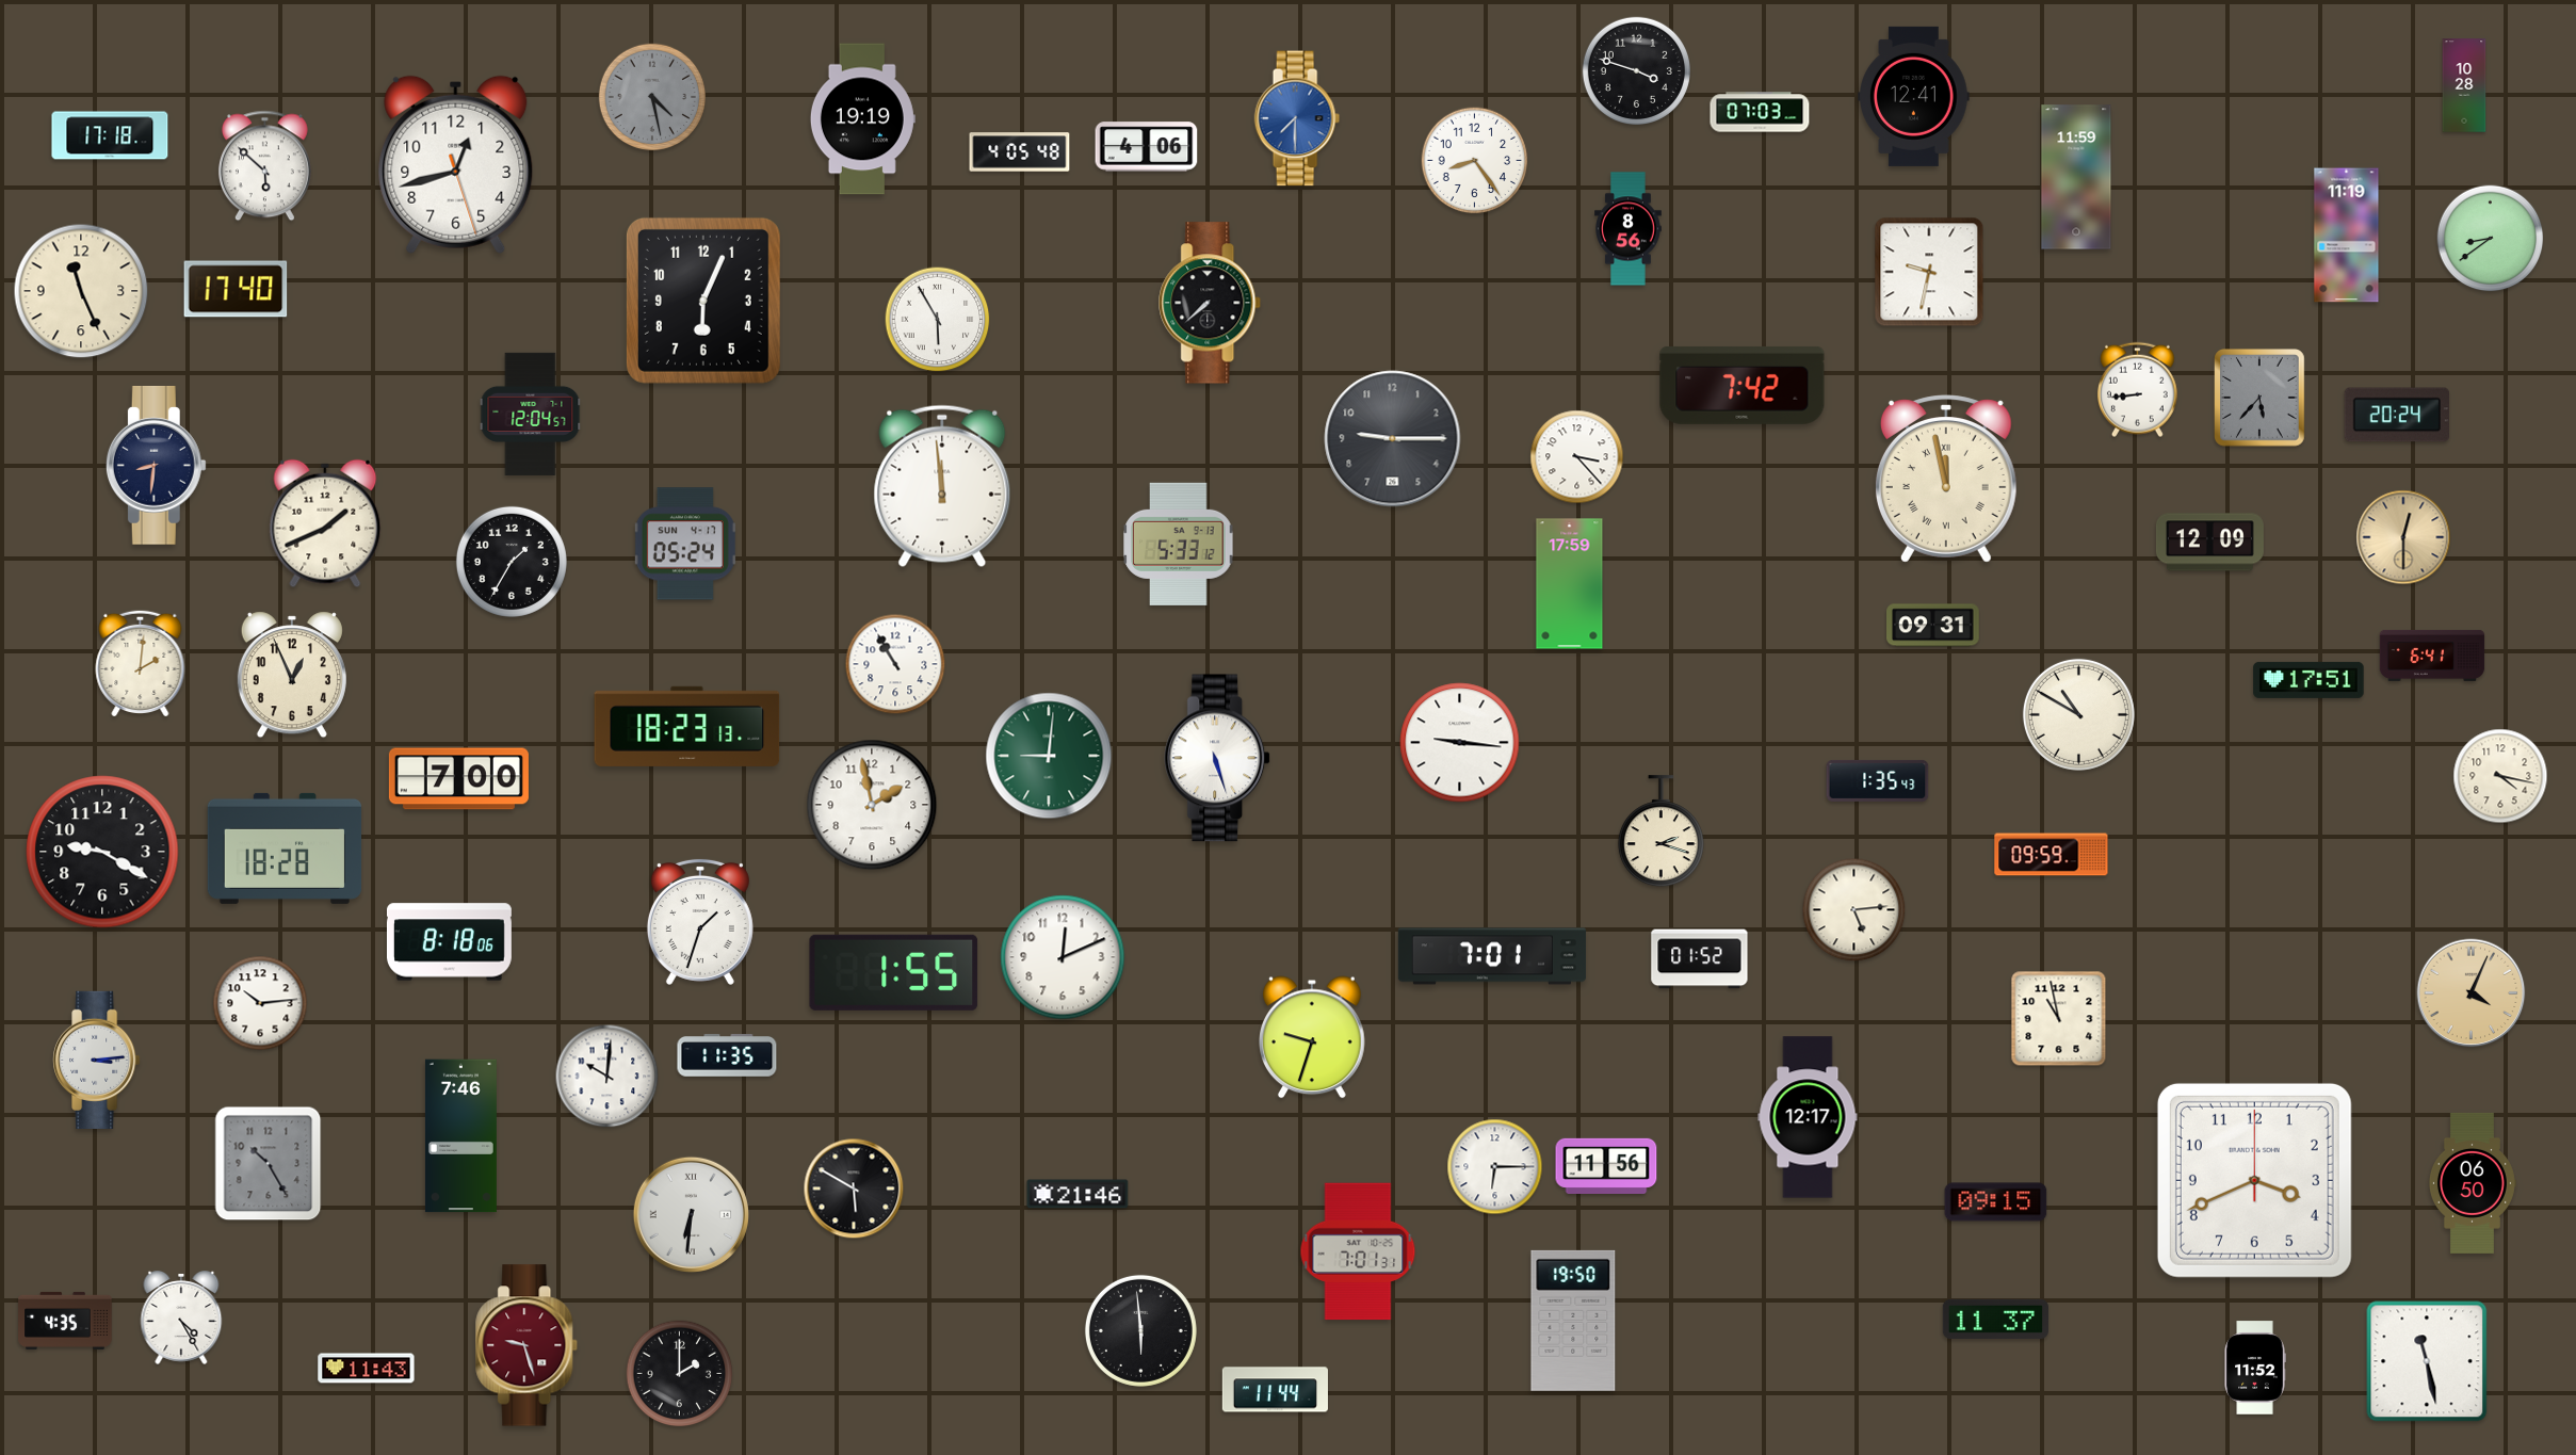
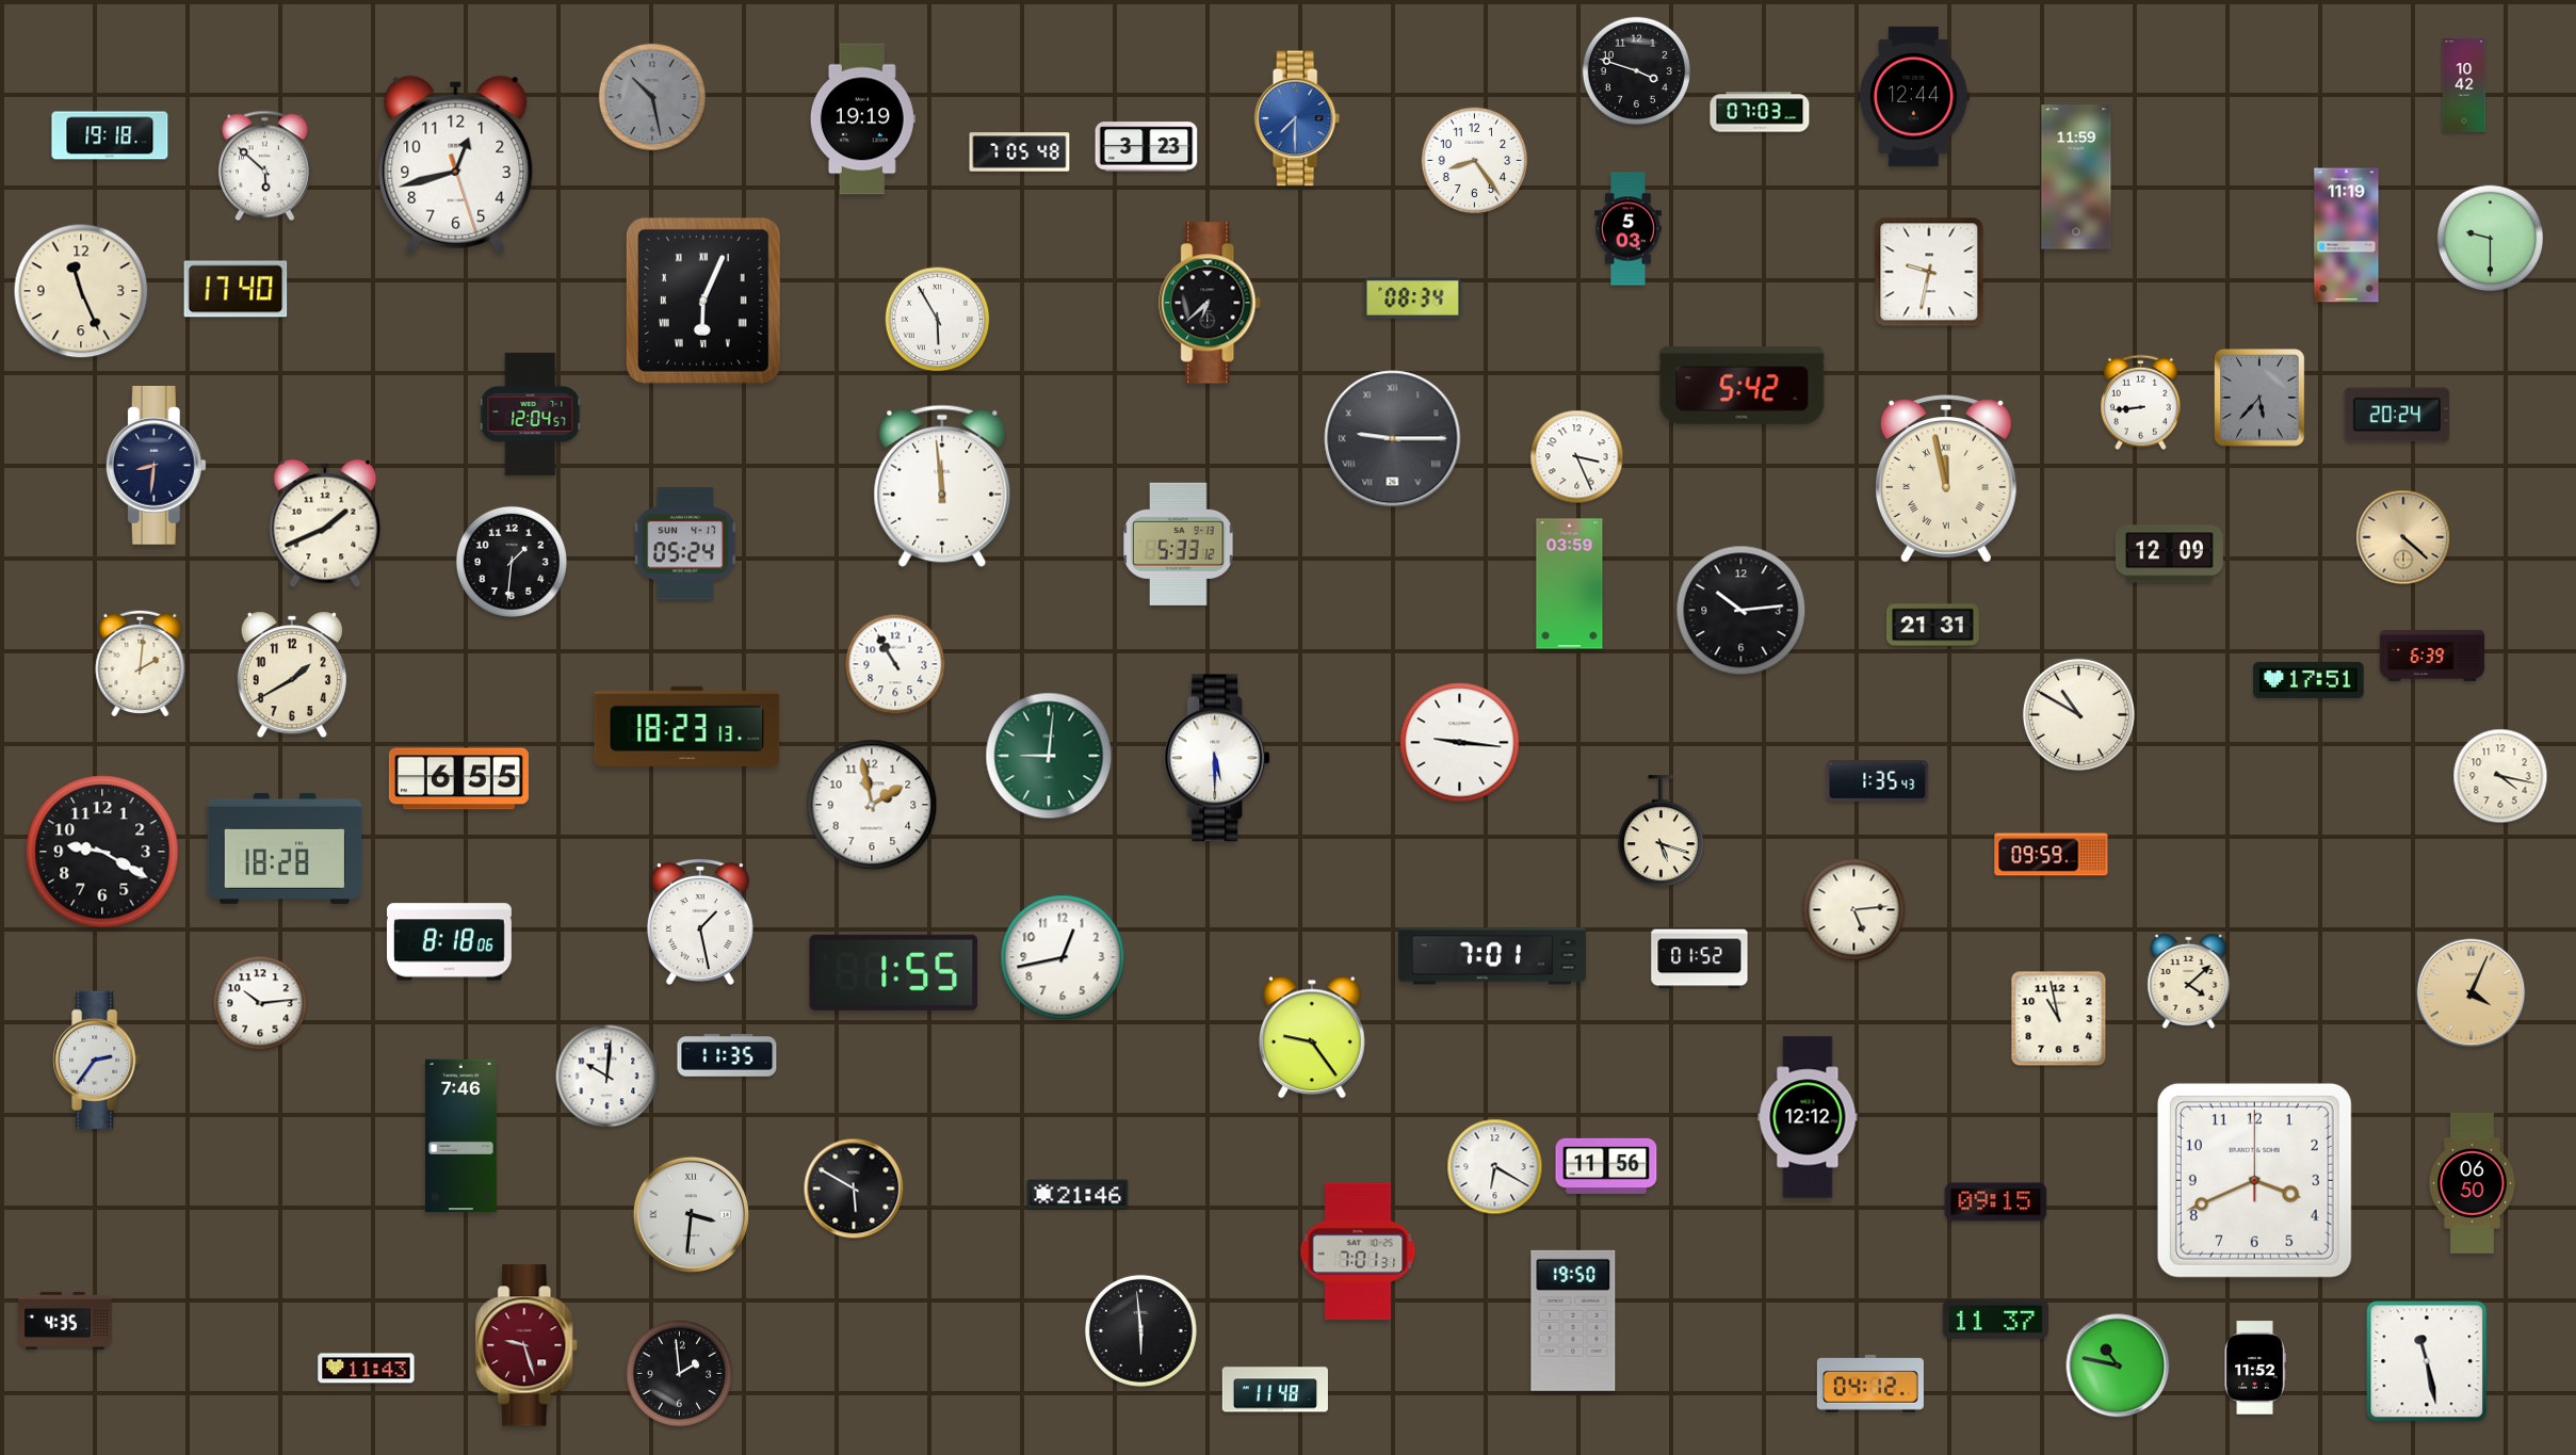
clock at (2464, 85): 10:28 -> 10:42
clock at (1914, 96): 12:41 -> 12:44
clock at (652, 97): 4:28 -> 10:28
clock at (110, 135): 17:18 -> 19:18
clock at (1147, 147): 4:06 -> 3:23
clock at (1020, 152): 4:05 -> 7:05
clock at (1629, 229): 8:56 -> 5:03
clock at (2491, 239): 8:39 -> 9:30
clock at (1413, 298): none -> 08:34
clock at (703, 301) numerals: Arabic -> Roman
clock at (1211, 303): 7:38 -> 6:38
clock at (1743, 386): 7:42 -> 5:42
clock at (2137, 390) position: (2137, 390) -> (2140, 403)
clock at (1393, 439) numerals: Arabic -> Roman
clock at (1577, 457): 3:23 -> 3:26
clock at (2403, 537): 12:30 -> 4:22
clock at (2209, 543) position: (2209, 543) -> (2169, 554)
clock at (512, 562): 1:35 -> 1:31
clock at (1570, 584): 17:59 -> 03:59
clock at (1741, 611): none -> 10:14
clock at (1933, 626): 09:31 -> 21:31
clock at (2432, 656): 6:41 -> 6:39
clock at (292, 675): 12:56 -> 1:40
clock at (1218, 758): 5:27 -> 5:30
clock at (458, 779): 7:00 -> 6:55
clock at (1660, 831): 2:18 -> 5:18
clock at (700, 922): 1:33 -> 1:28
clock at (1063, 957): 12:11 -> 12:43
clock at (2189, 981): none -> 4:08
clock at (1313, 1037): 9:33 -> 9:24
clock at (97, 1060): 3:14 -> 2:36
clock at (1808, 1117): 12:17 -> 12:12
clock at (269, 1164): 10:25 -> none
clock at (1495, 1167): 6:15 -> 6:20
clock at (691, 1214): 6:31 -> 3:31
clock at (181, 1319): 4:25 -> none
clock at (2118, 1365): none -> 10:47
clock at (680, 1374): 2:00 -> 1:59
clock at (1870, 1384): none -> 04:12
clock at (1275, 1390): 11:44 -> 11:48
